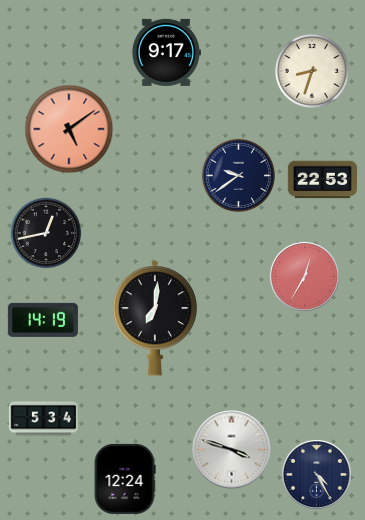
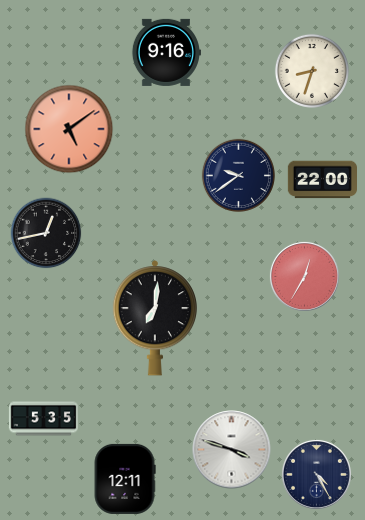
clock at (166, 52): 9:17 -> 9:16
clock at (322, 180): 22:53 -> 22:00
clock at (43, 320): 14:19 -> none
clock at (43, 419): 5:34 -> 5:35
clock at (125, 479): 12:24 -> 12:11
